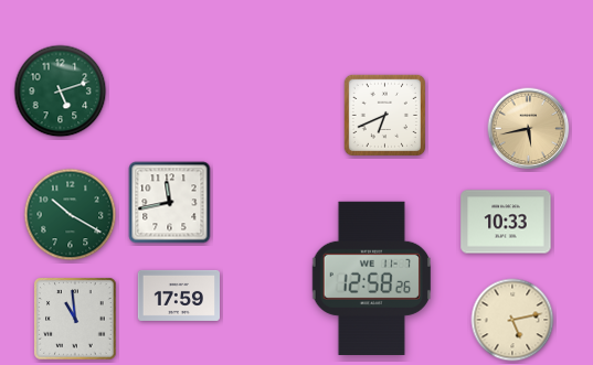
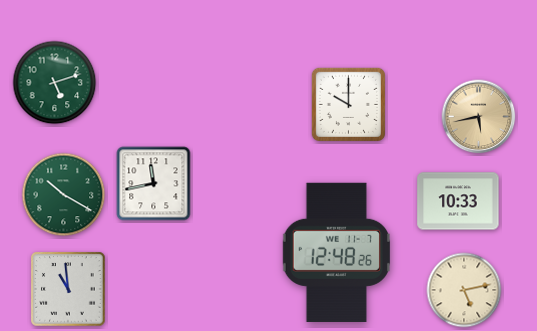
clock at (384, 115): 6:41 -> 10:00
clock at (371, 278): 12:58 -> 12:48
clock at (178, 296): 17:59 -> none
